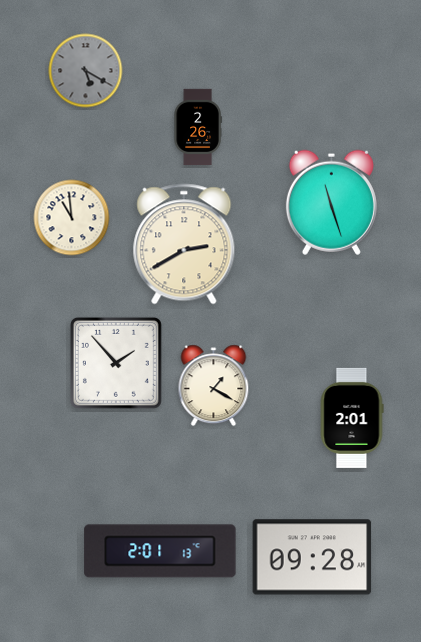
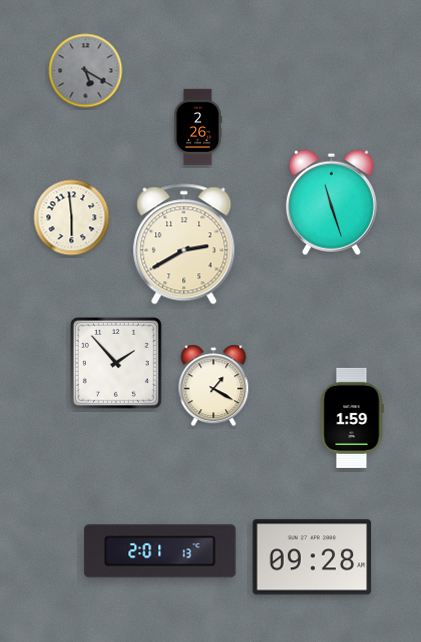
clock at (72, 218): 10:59 -> 5:59
clock at (352, 418): 2:01 -> 1:59
